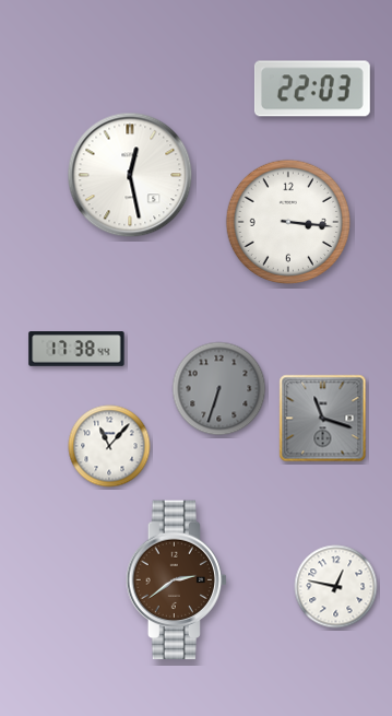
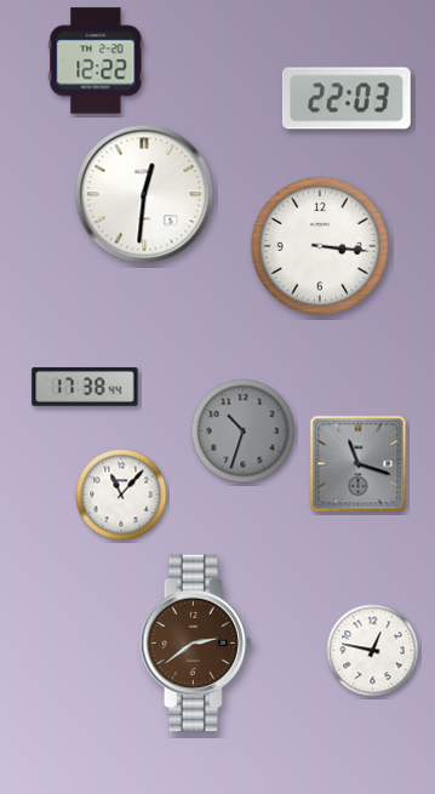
clock at (96, 61): none -> 12:22
clock at (130, 175): 12:28 -> 12:31
clock at (219, 389): 6:33 -> 10:33
